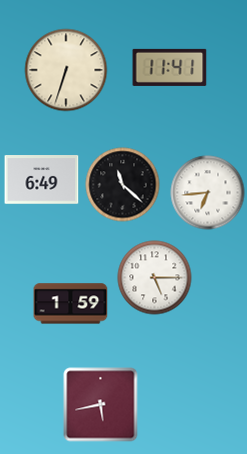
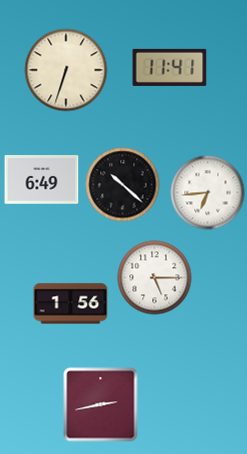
clock at (123, 185): 11:22 -> 10:22
clock at (71, 304): 1:59 -> 1:56
clock at (101, 405): 5:43 -> 2:43
